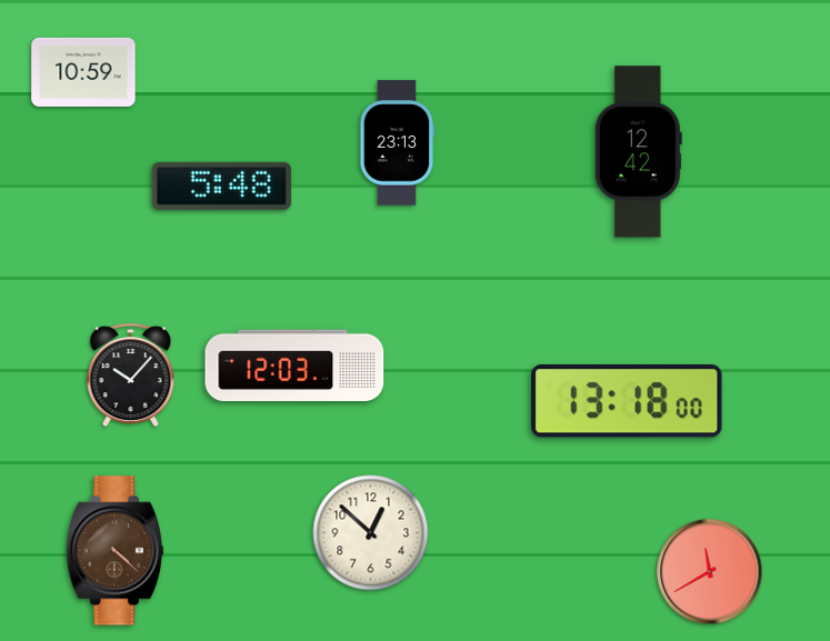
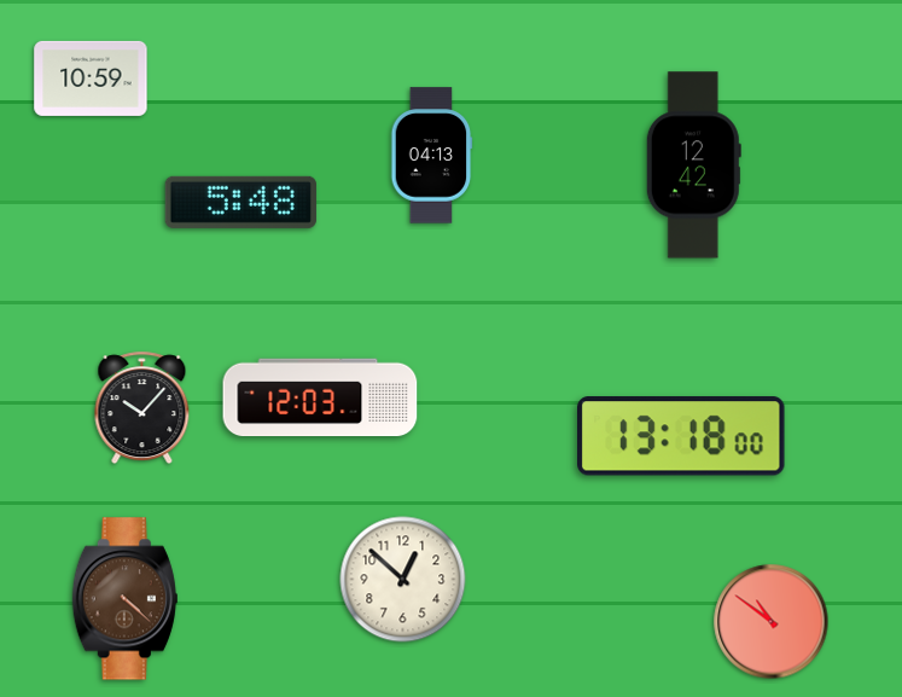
clock at (398, 143): 23:13 -> 04:13
clock at (710, 572): 11:40 -> 10:51
